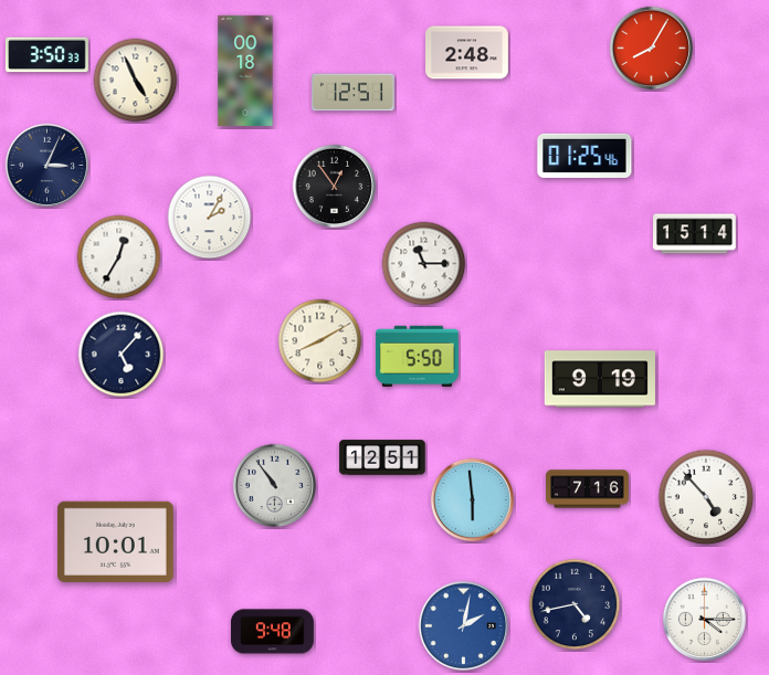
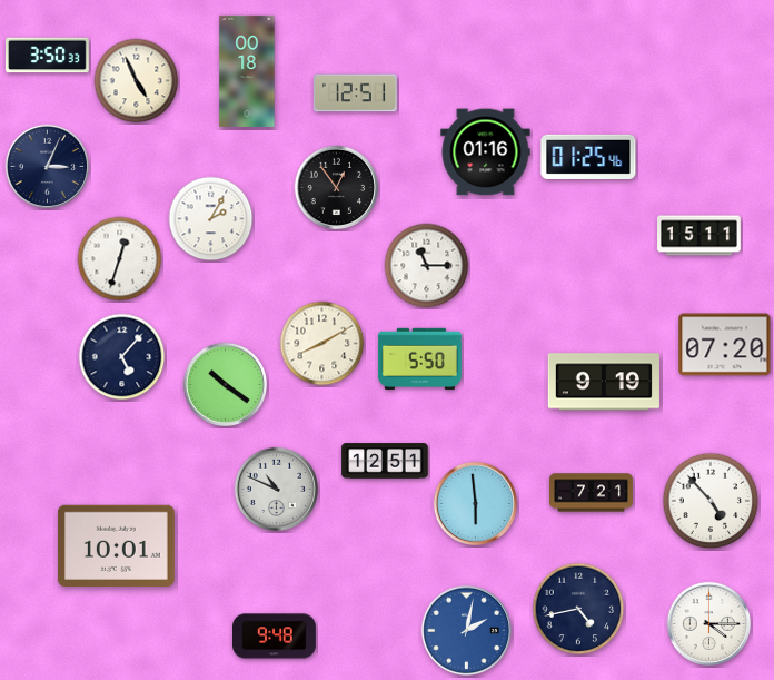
clock at (652, 49): 8:05 -> none
clock at (467, 53): 2:48 -> none
clock at (486, 152): none -> 01:16
clock at (695, 234): 15:14 -> 15:11
clock at (119, 257): 12:35 -> 12:33
clock at (725, 345): none -> 07:20
clock at (226, 385): none -> 10:21
clock at (275, 486): 10:54 -> 10:49
clock at (588, 489): 7:16 -> 7:21
